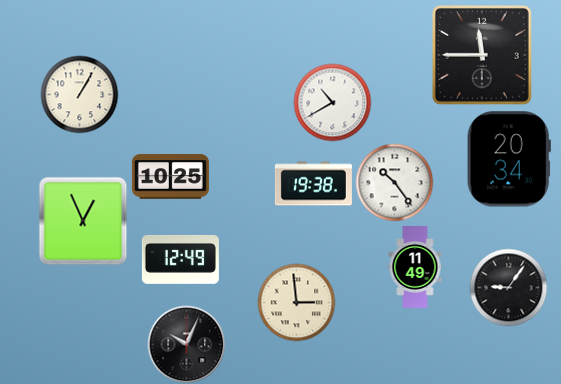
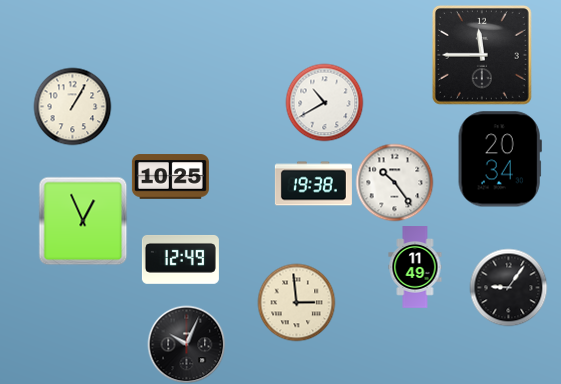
clock at (79, 94) position: (79, 94) -> (72, 106)
clock at (332, 102) position: (332, 102) -> (324, 102)
clock at (509, 159) position: (509, 159) -> (500, 159)
